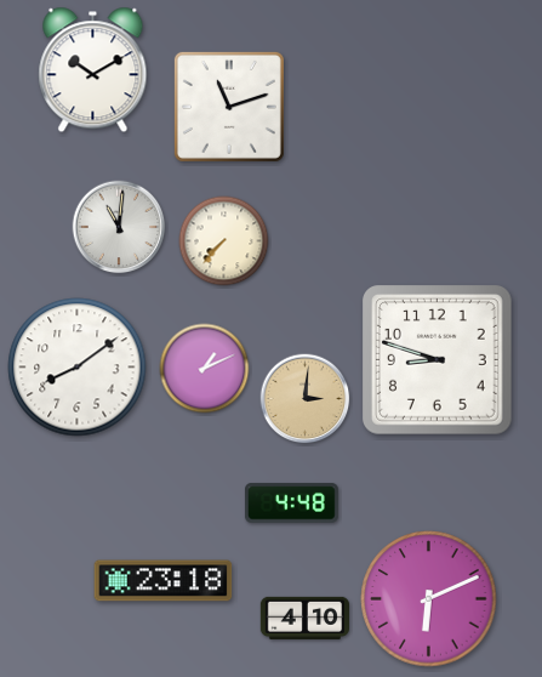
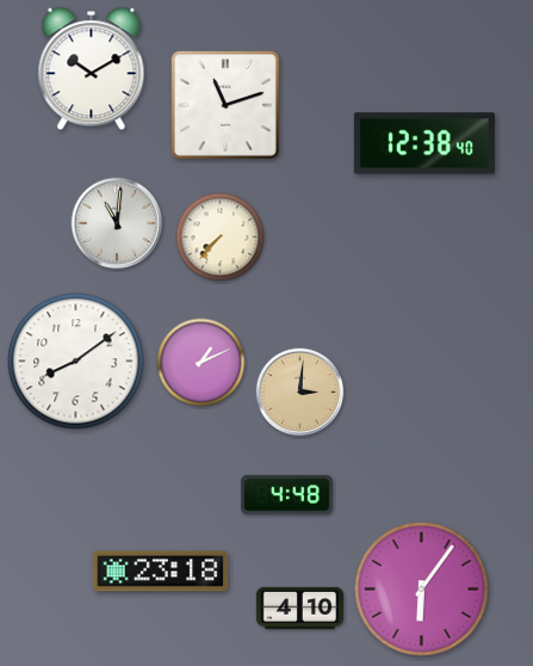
clock at (424, 143): none -> 12:38
clock at (438, 360): 8:48 -> none
clock at (429, 599): 6:11 -> 6:06
